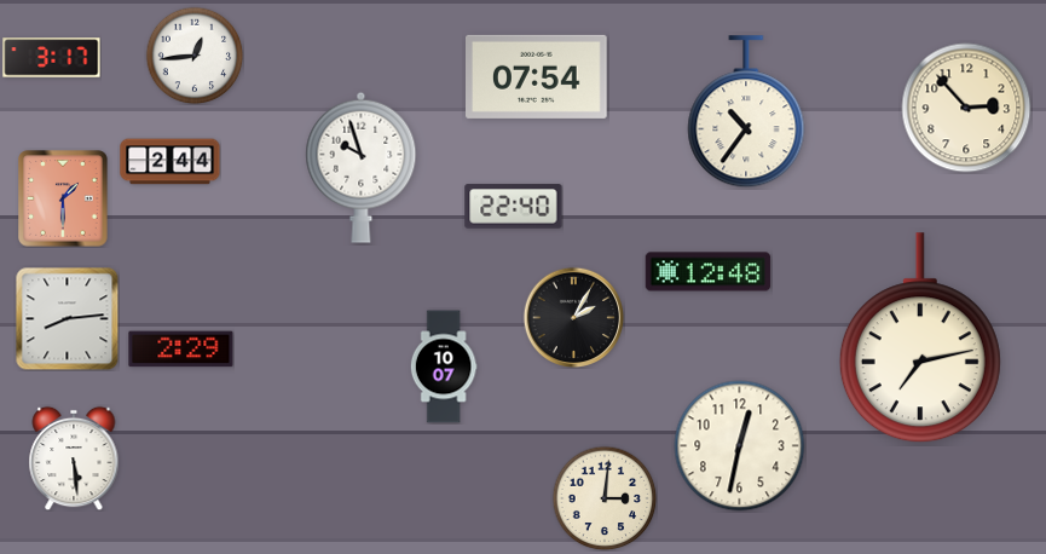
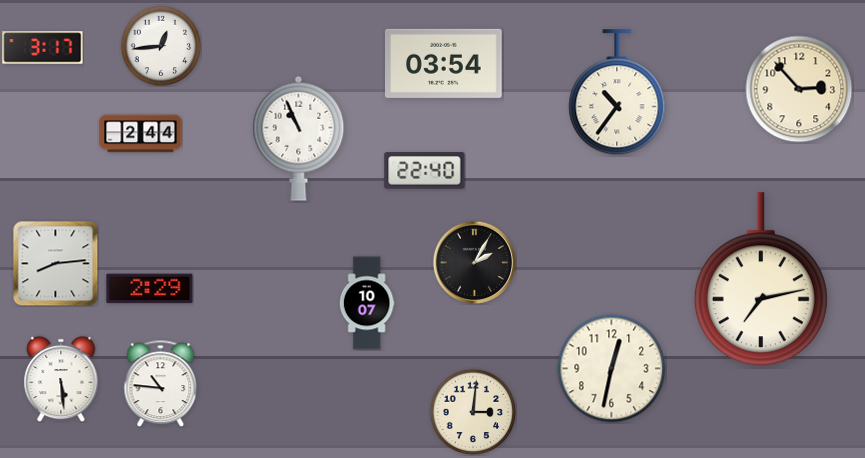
clock at (537, 76): 07:54 -> 03:54
clock at (362, 167): 9:57 -> 10:56
clock at (63, 198): 1:30 -> none
clock at (709, 272): 12:48 -> none
clock at (161, 383): none -> 10:46
clock at (605, 498) position: (605, 498) -> (473, 412)
